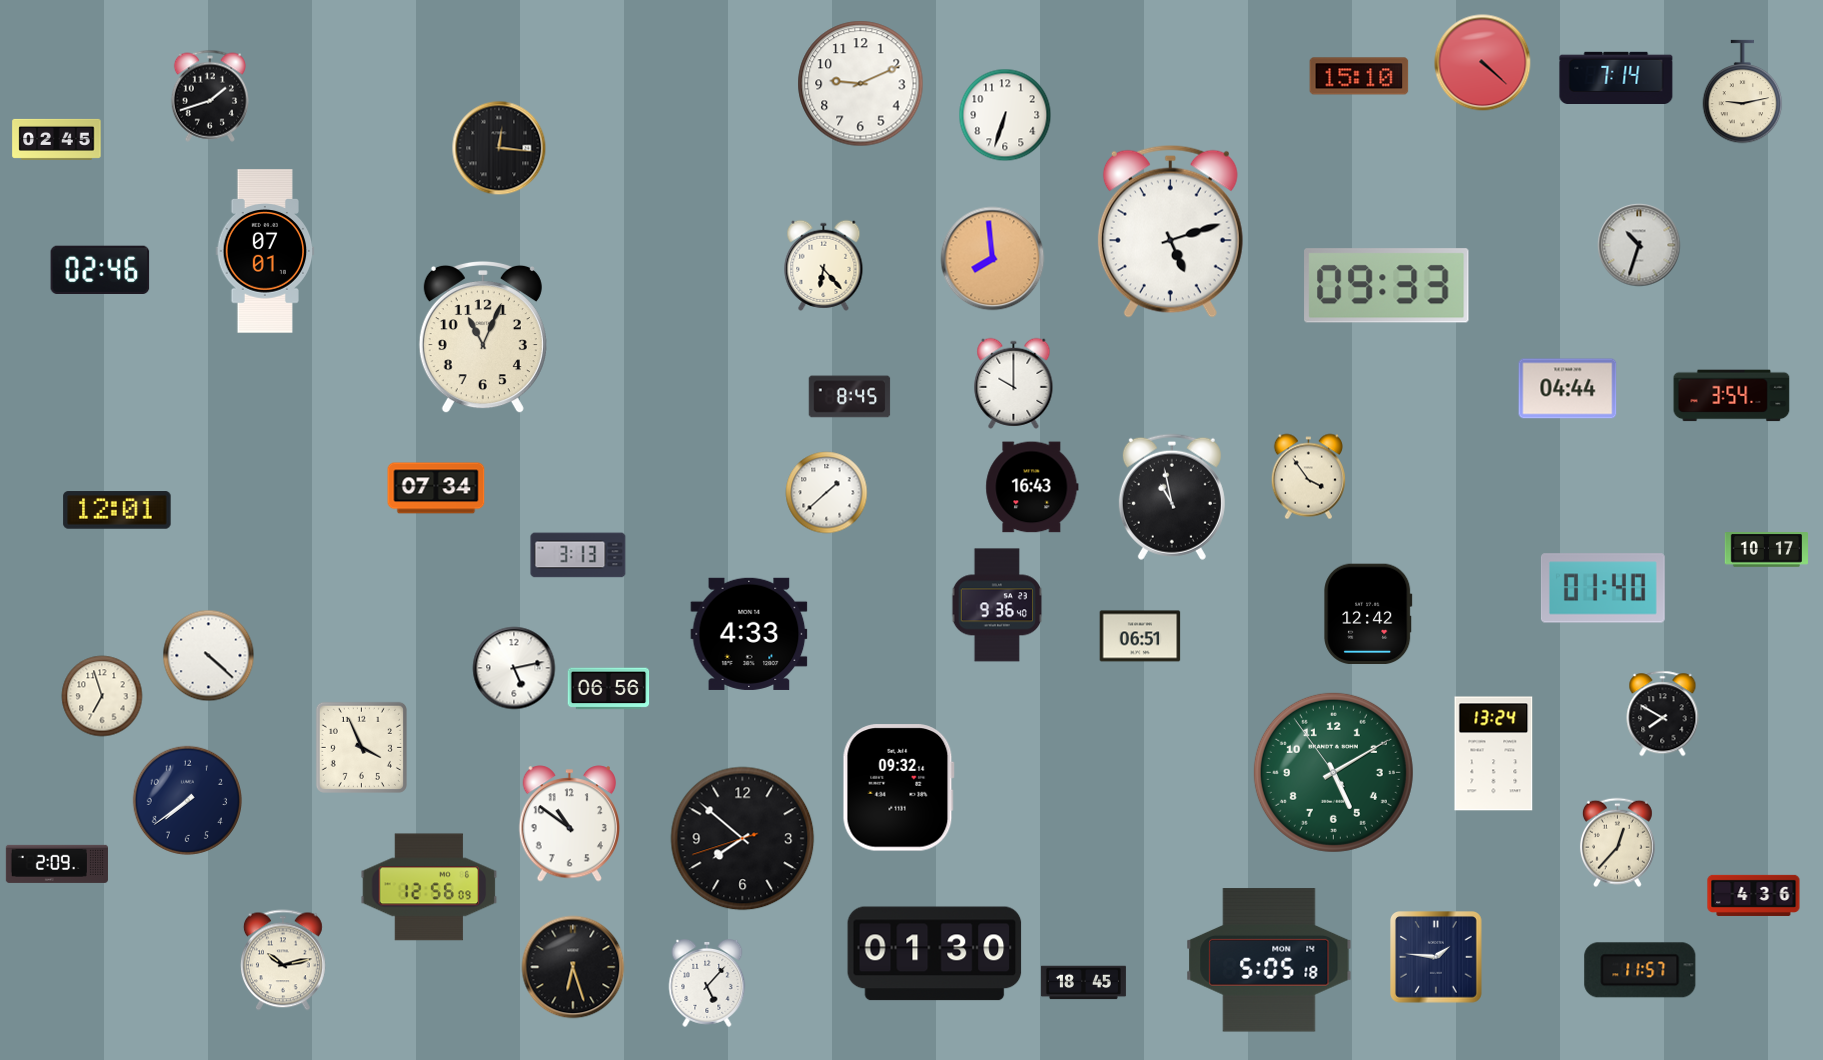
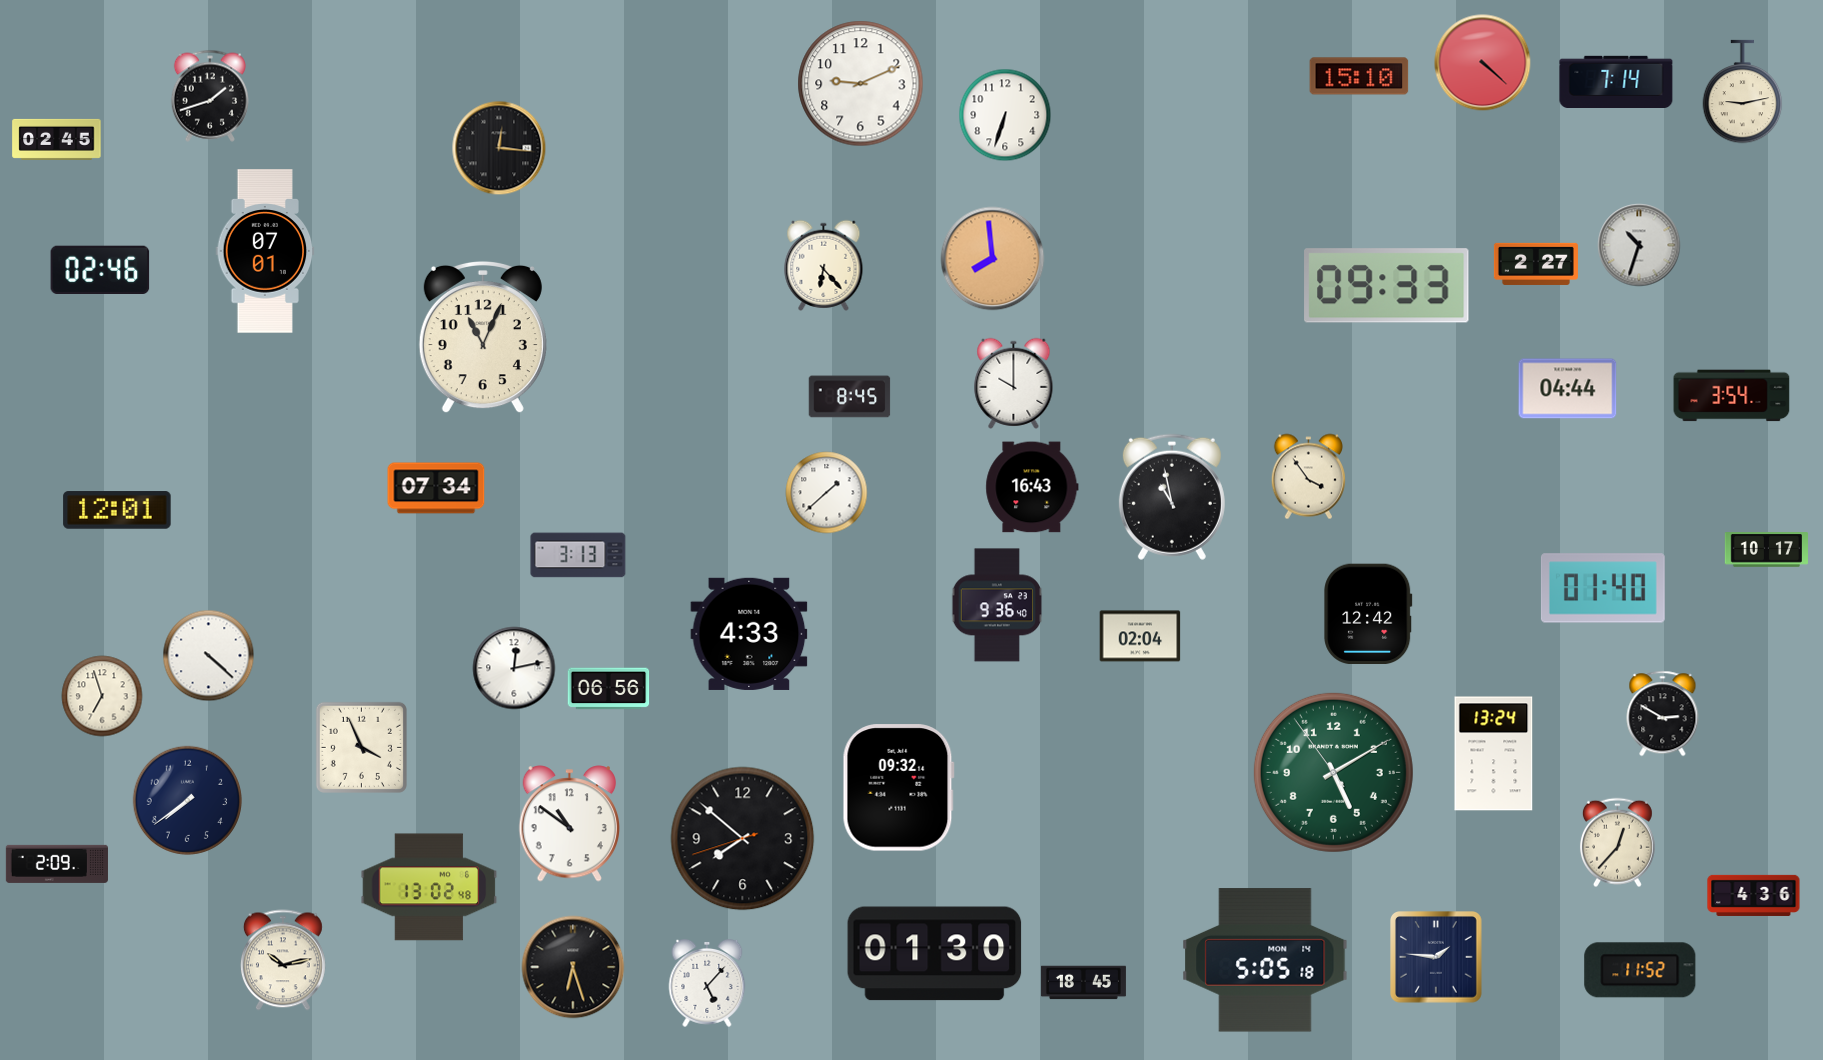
clock at (1616, 77) position: (1616, 77) -> (1616, 81)
clock at (1170, 231): 5:12 -> none
clock at (1536, 264): none -> 2:27
clock at (1140, 636): 06:51 -> 02:04
clock at (514, 668): 5:13 -> 12:13
clock at (1663, 714): 7:50 -> 2:50
clock at (429, 887): 12:56 -> 13:02
clock at (1269, 960) position: (1269, 960) -> (1265, 960)
clock at (1640, 970): 11:57 -> 11:52
